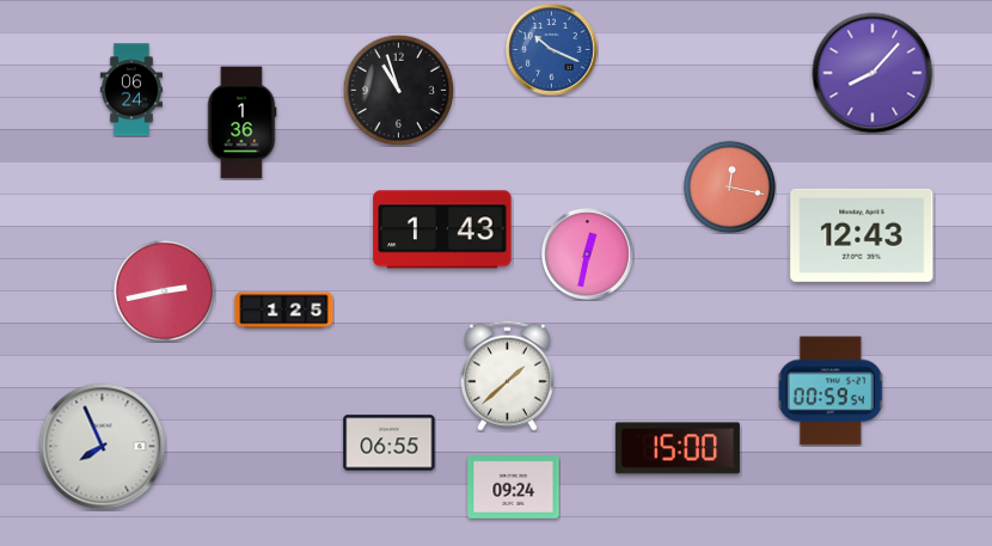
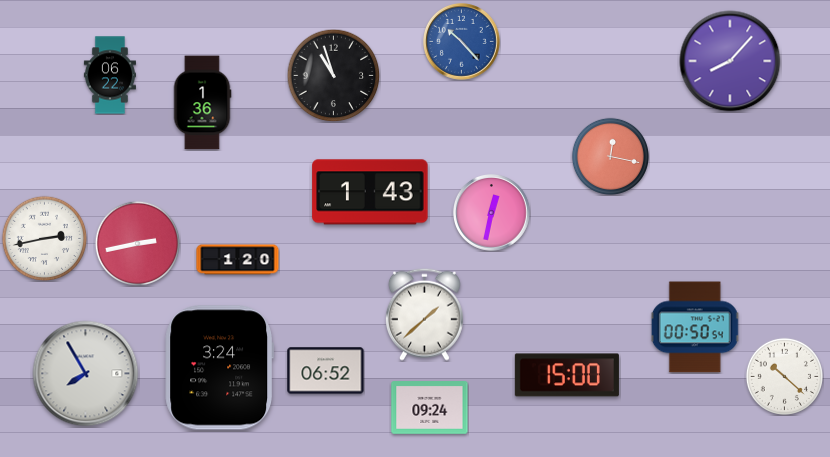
clock at (552, 50): 10:19 -> 10:23
clock at (131, 90): 06:24 -> 06:22
clock at (862, 235): 12:43 -> none
clock at (44, 238): none -> 2:43
clock at (284, 311): 1:25 -> 1:20
clock at (831, 391): 00:59 -> 00:50
clock at (219, 368): none -> 3:24
clock at (390, 443): 06:55 -> 06:52
clock at (103, 447): 7:56 -> 7:55
clock at (784, 376): none -> 10:22
